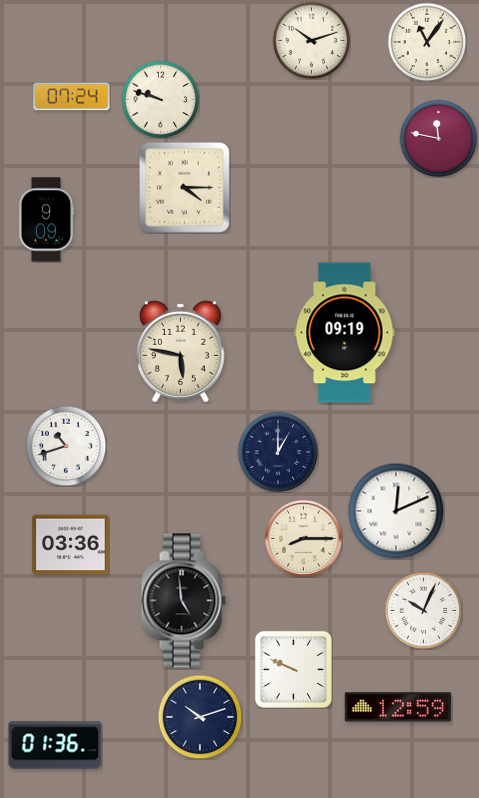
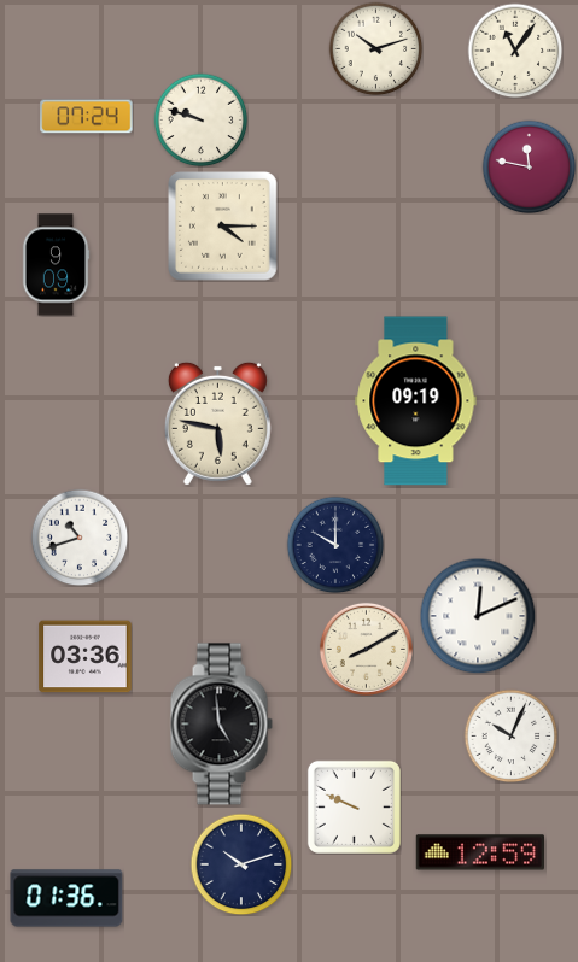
clock at (160, 99) position: (160, 99) -> (200, 119)
clock at (278, 452): 1:00 -> 10:00
clock at (303, 538): 8:15 -> 8:10
